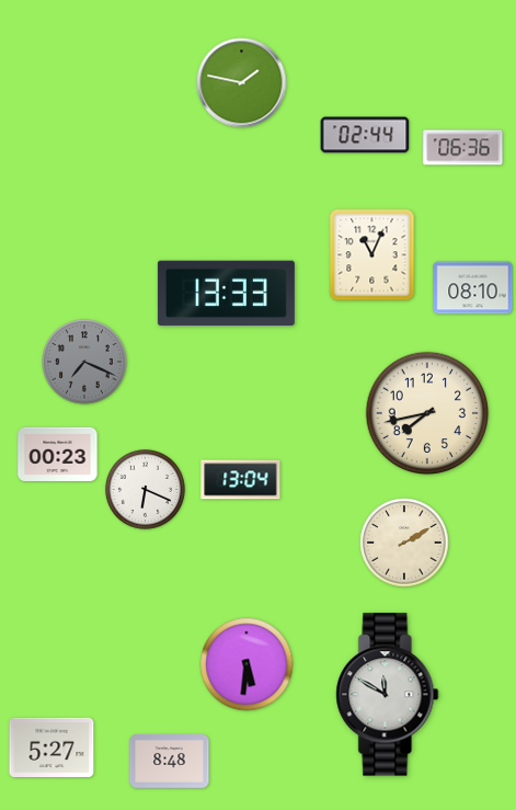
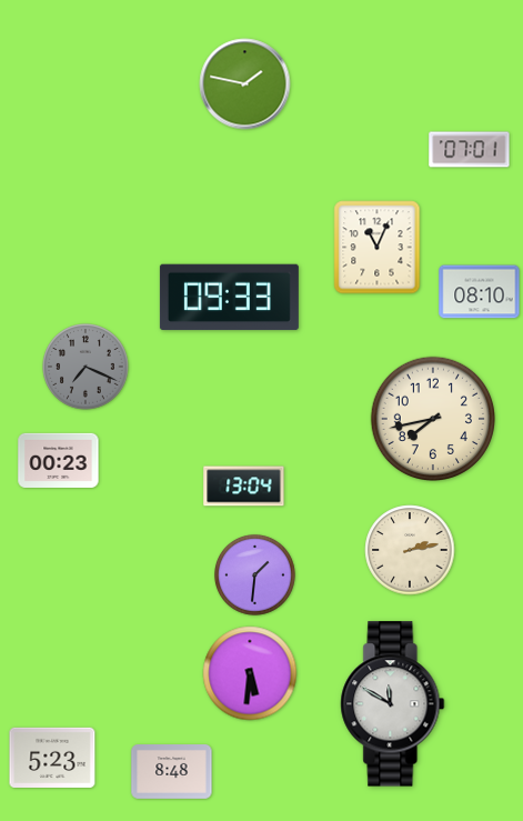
clock at (365, 135): 02:44 -> none
clock at (463, 148): 06:36 -> 07:01
clock at (372, 255) position: (372, 255) -> (378, 248)
clock at (226, 294): 13:33 -> 09:33
clock at (145, 489): 6:19 -> none
clock at (404, 543): 2:10 -> 2:13
clock at (254, 574): none -> 1:31
clock at (51, 746): 5:27 -> 5:23
